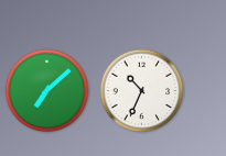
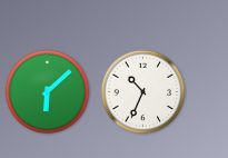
clock at (47, 91): 7:08 -> 6:08
